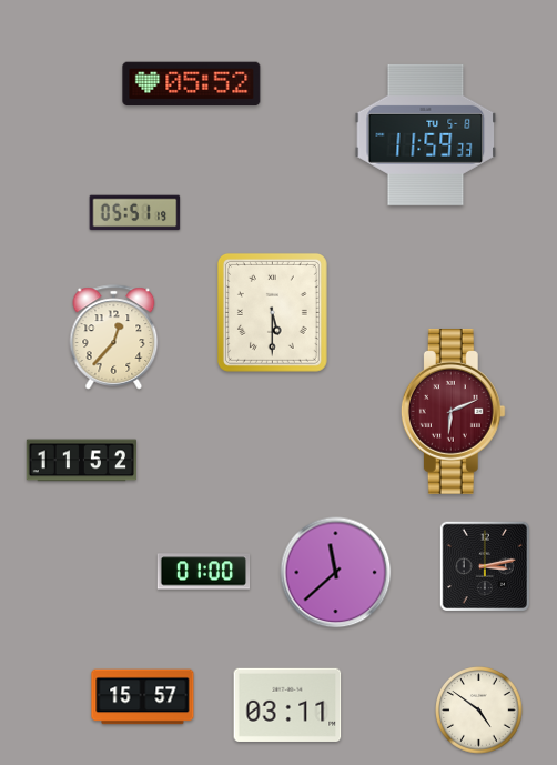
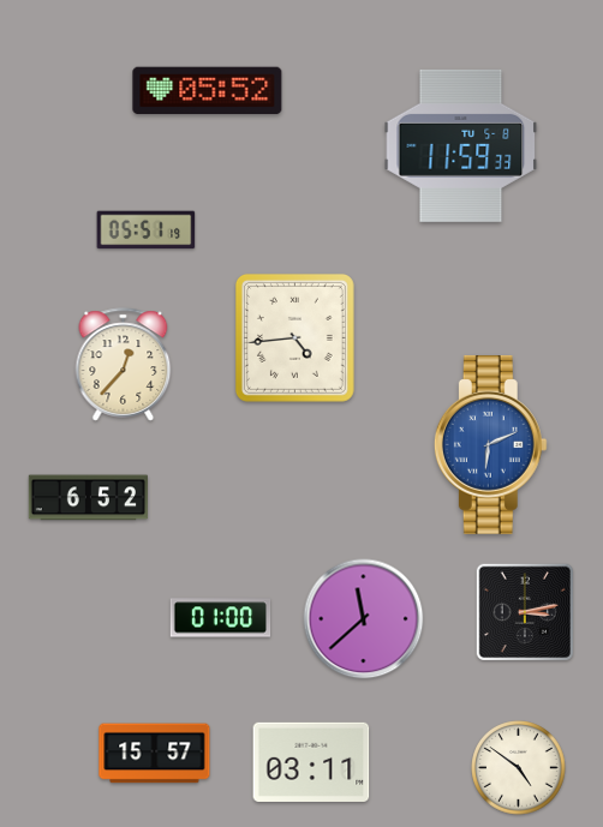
clock at (272, 312): 5:30 -> 4:44
clock at (453, 411) dial: burgundy -> blue
clock at (81, 461): 11:52 -> 6:52
